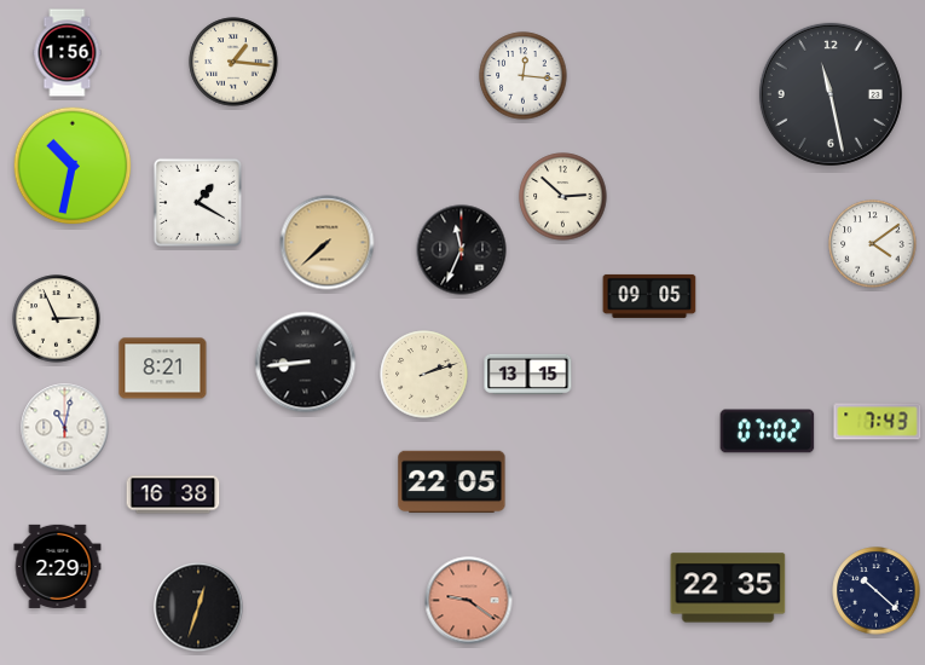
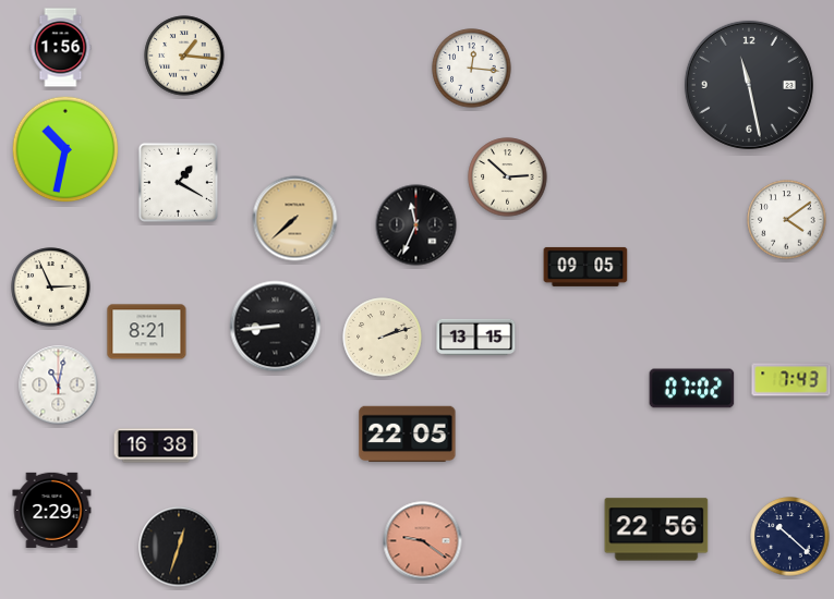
clock at (233, 62) position: (233, 62) -> (184, 56)
clock at (728, 588): 22:35 -> 22:56
clock at (877, 591) position: (877, 591) -> (790, 537)
